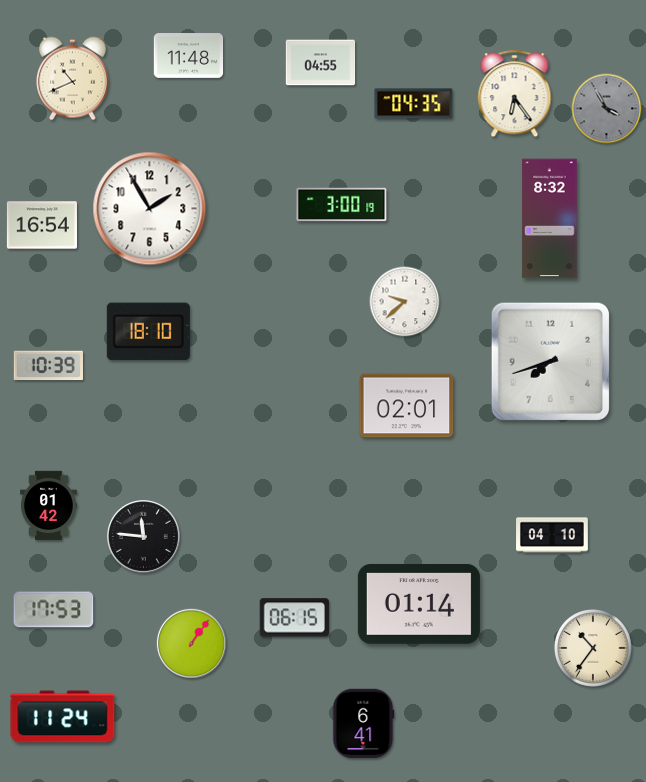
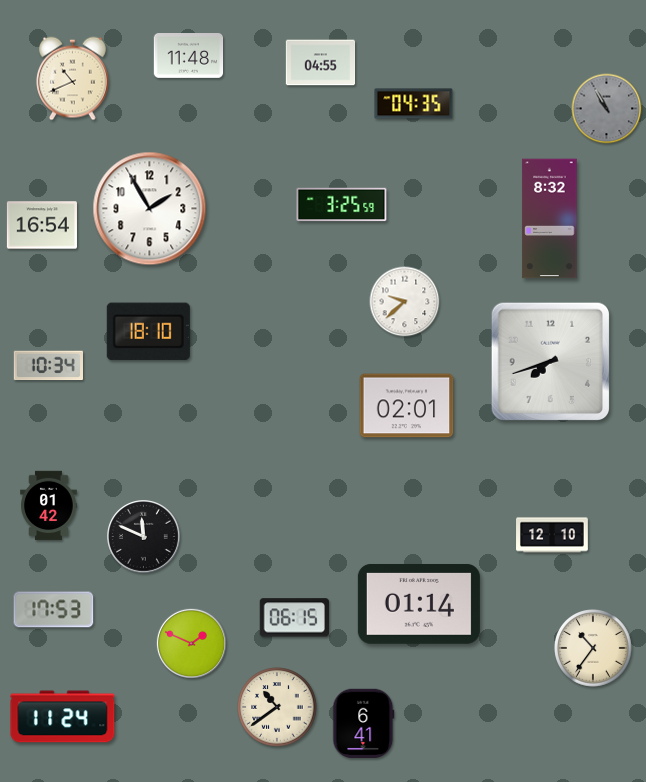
clock at (515, 94): 6:24 -> none
clock at (607, 109): 3:55 -> 10:55
clock at (342, 205): 3:00 -> 3:25
clock at (48, 366): 10:39 -> 10:34
clock at (552, 535): 04:10 -> 12:10
clock at (144, 537): 11:46 -> 11:49
clock at (191, 643): 1:06 -> 1:49
clock at (277, 707): none -> 10:39
